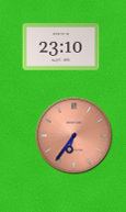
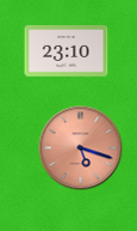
clock at (75, 136): 6:36 -> 5:18
